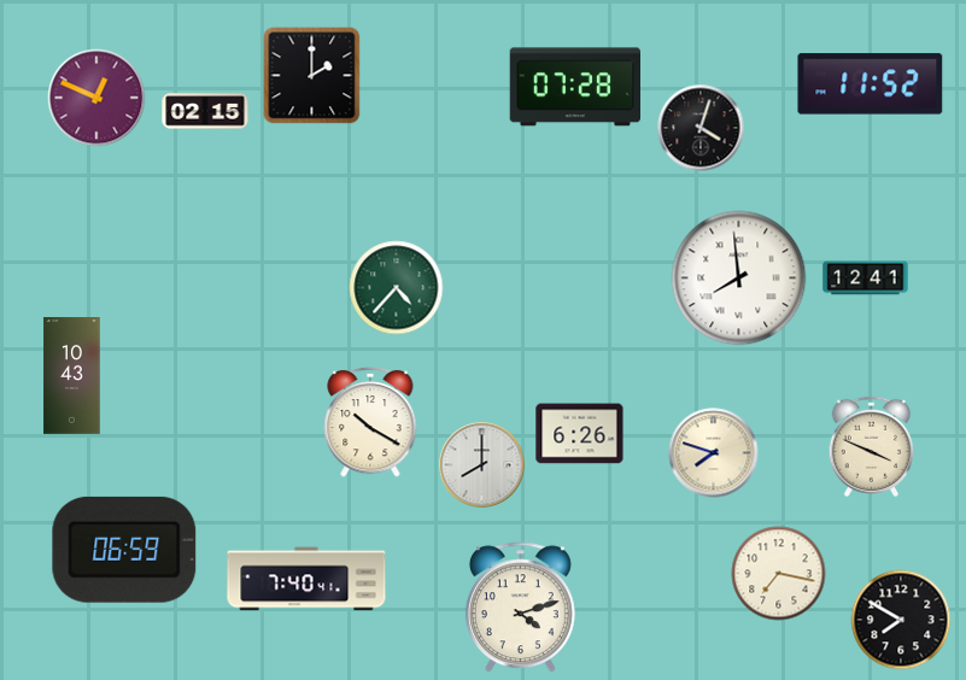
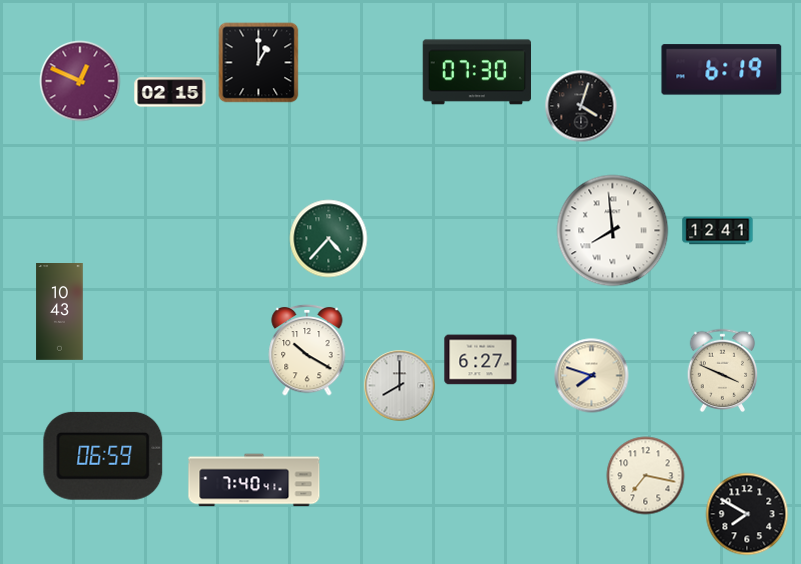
clock at (312, 76): 2:00 -> 1:00
clock at (871, 84): 11:52 -> 6:19
clock at (574, 87): 07:28 -> 07:30
clock at (580, 434): 6:26 -> 6:27
clock at (520, 608): 4:12 -> none
